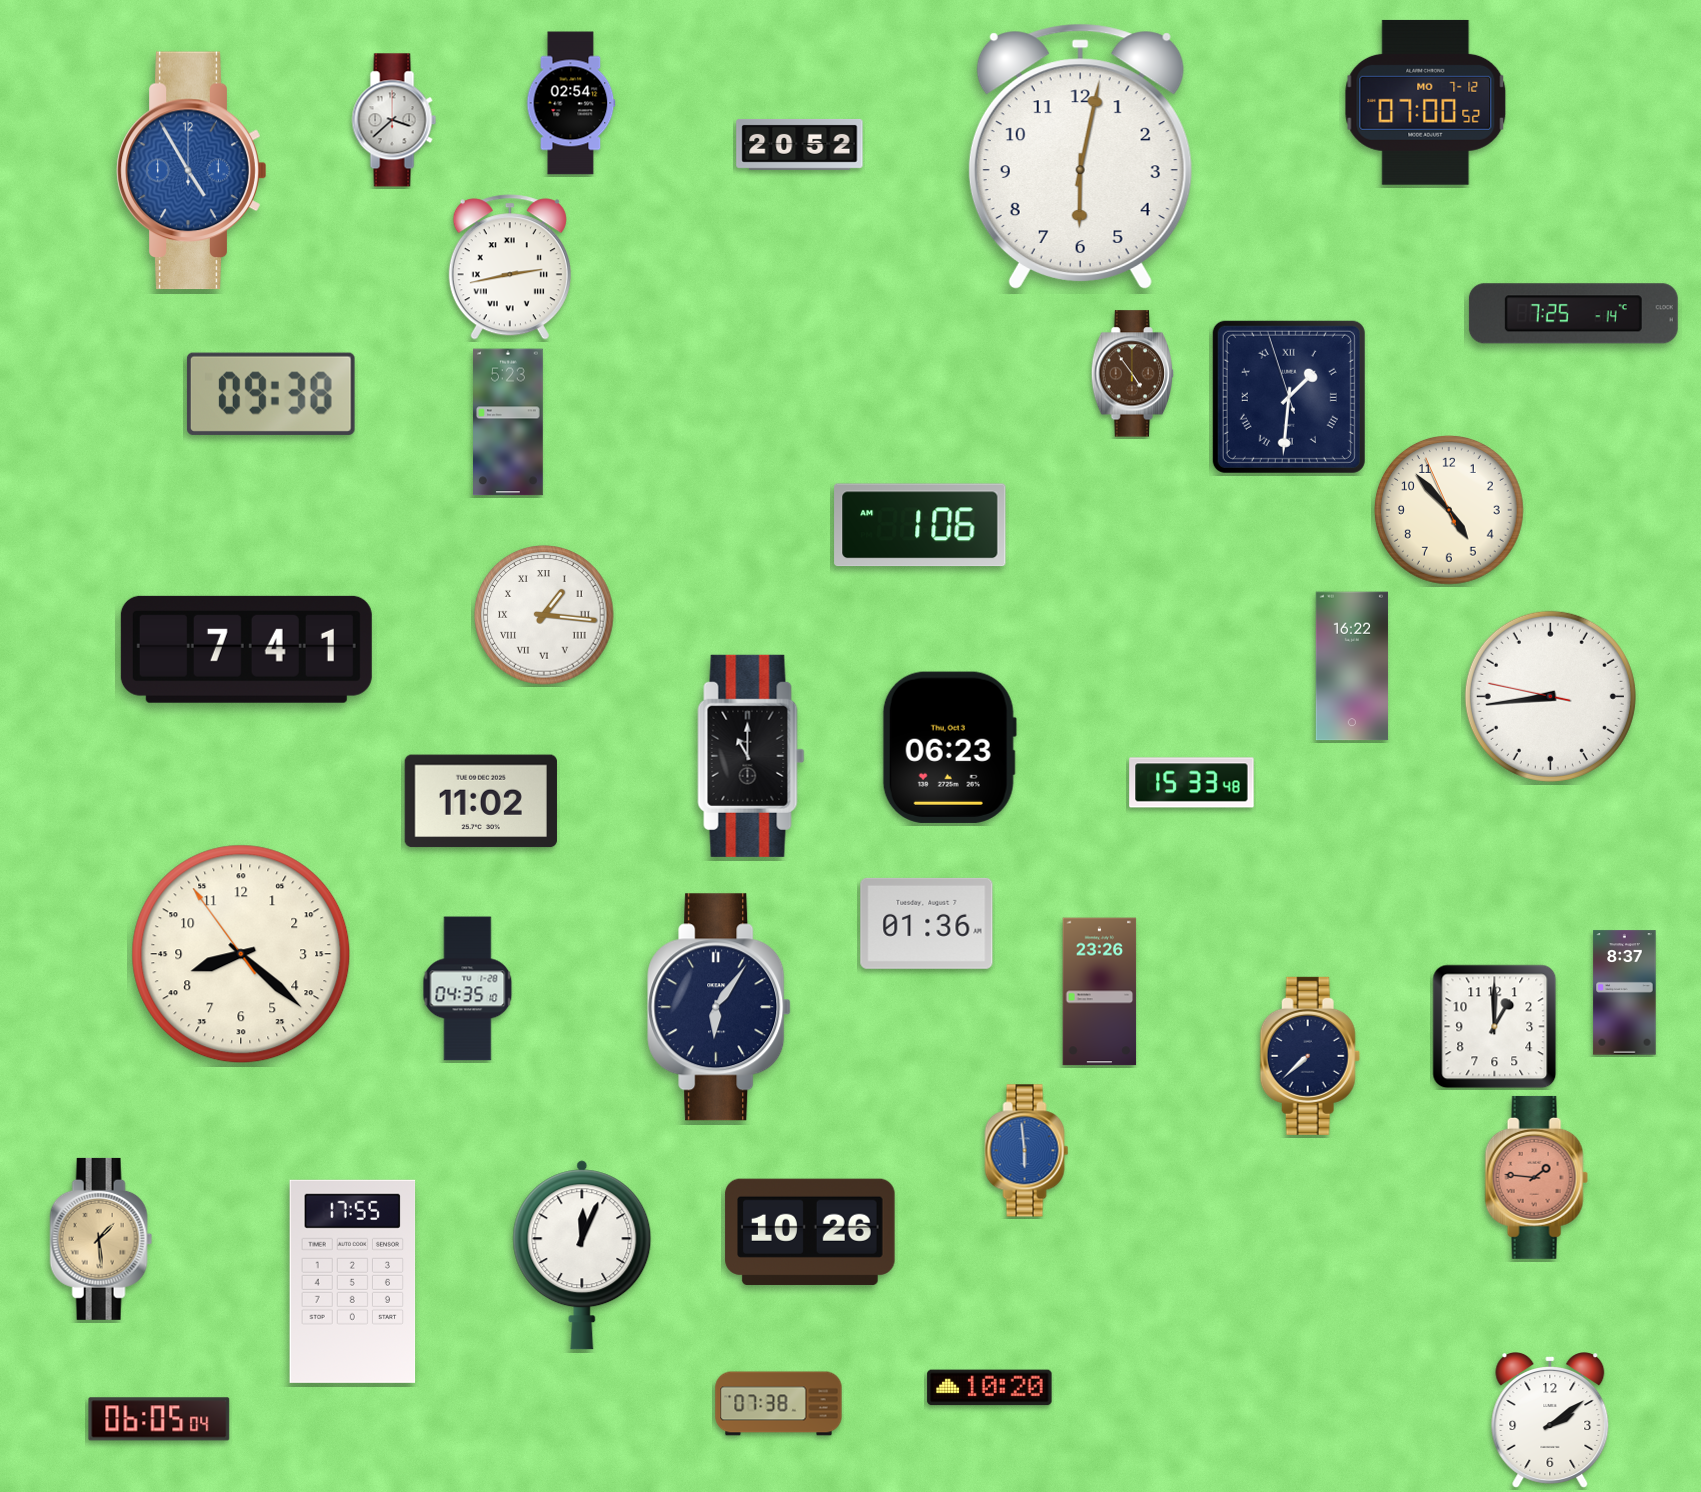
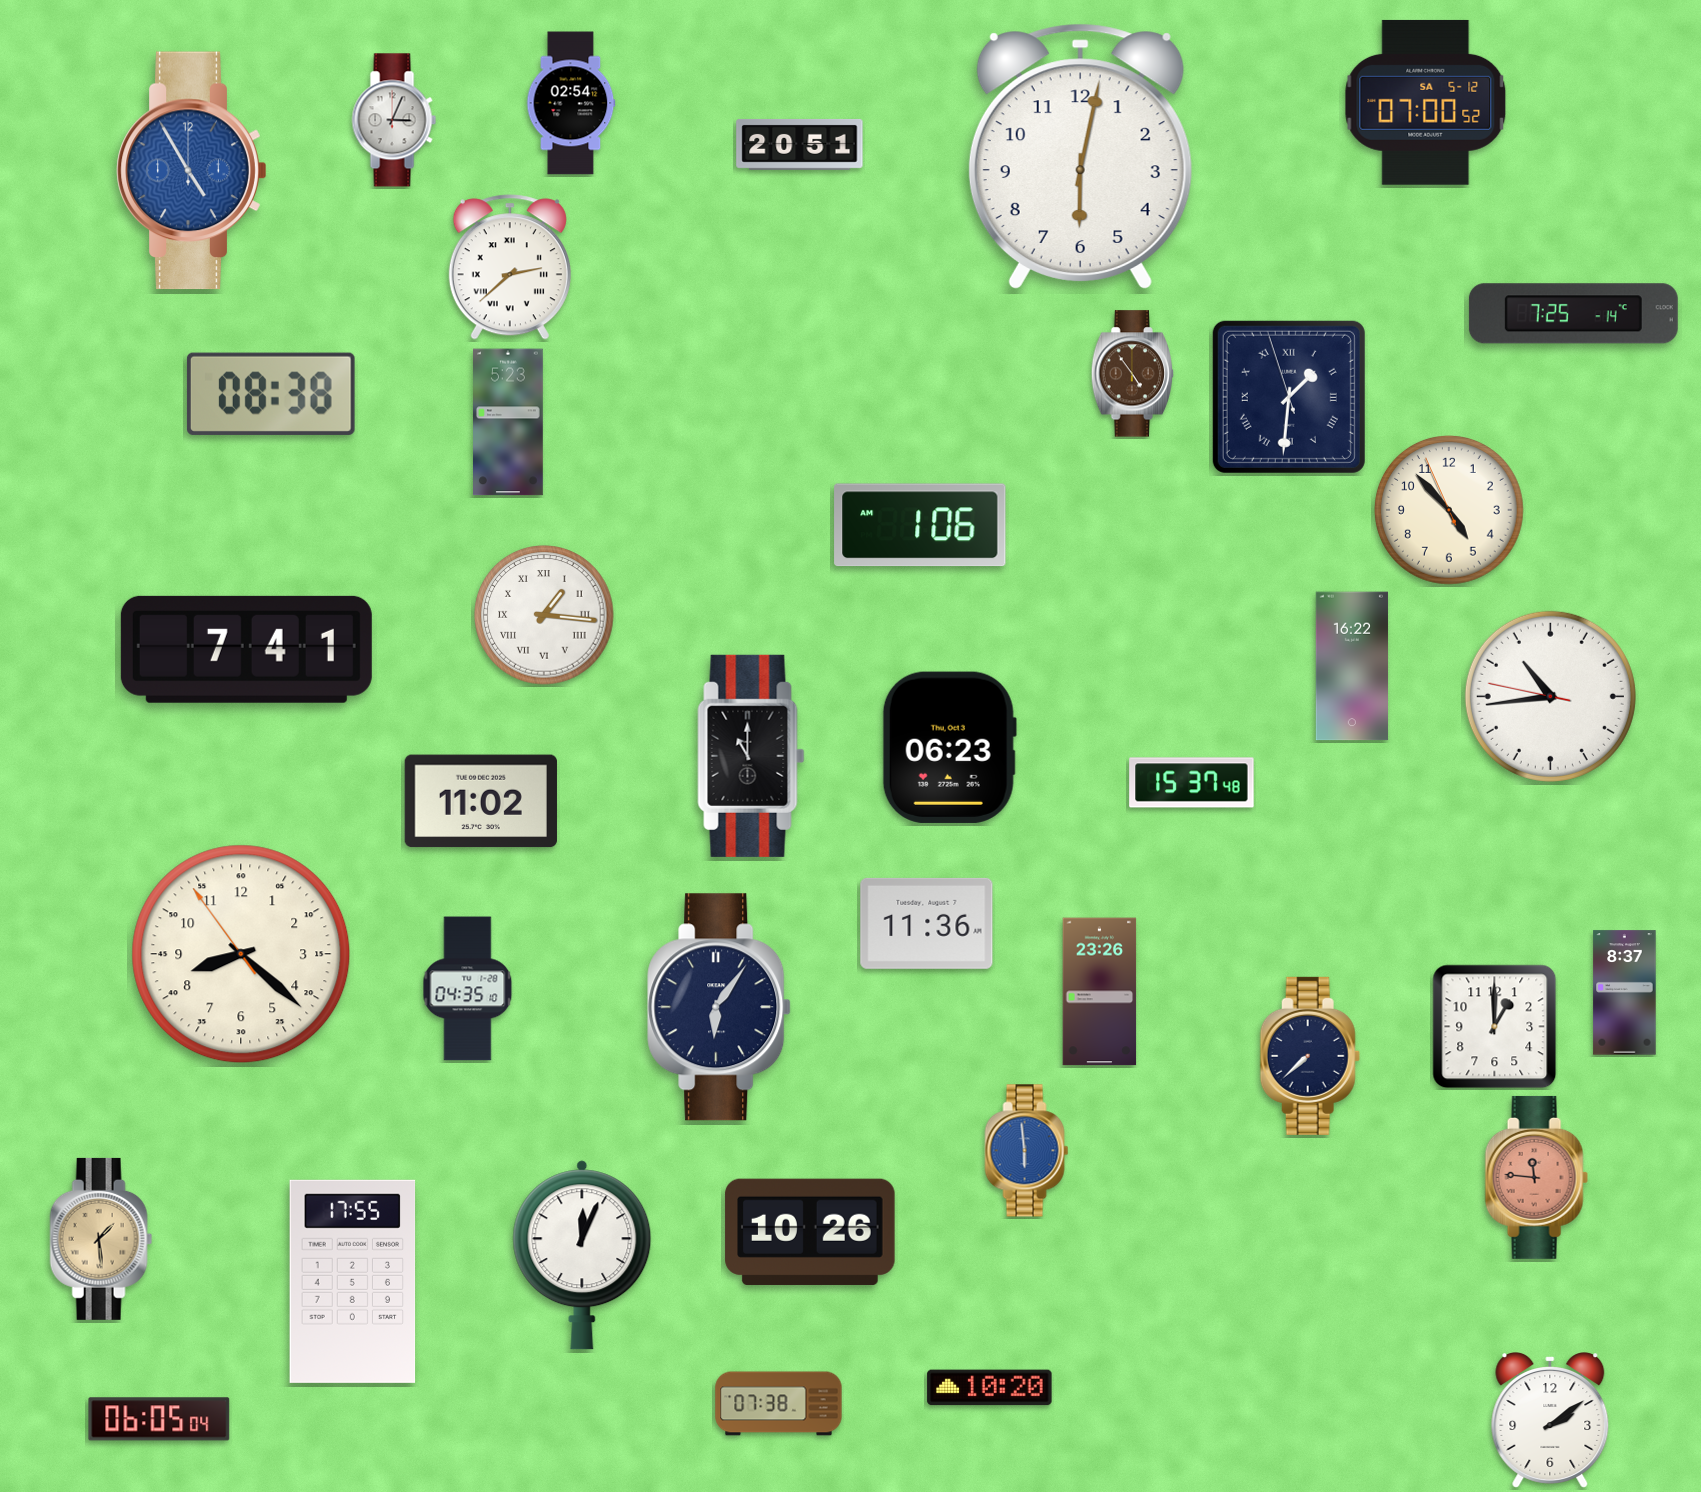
clock at (1426, 102) date: MO 7-12 -> SA 5-12
clock at (394, 120): 3:38 -> 3:04
clock at (800, 144): 20:52 -> 20:51
clock at (510, 267): 2:43 -> 2:38
clock at (271, 394): 09:38 -> 08:38
clock at (1550, 696): 8:43 -> 10:43
clock at (1192, 783): 15:33 -> 15:37
clock at (927, 923): 01:36 -> 11:36
clock at (1536, 1177): 1:46 -> 11:46
